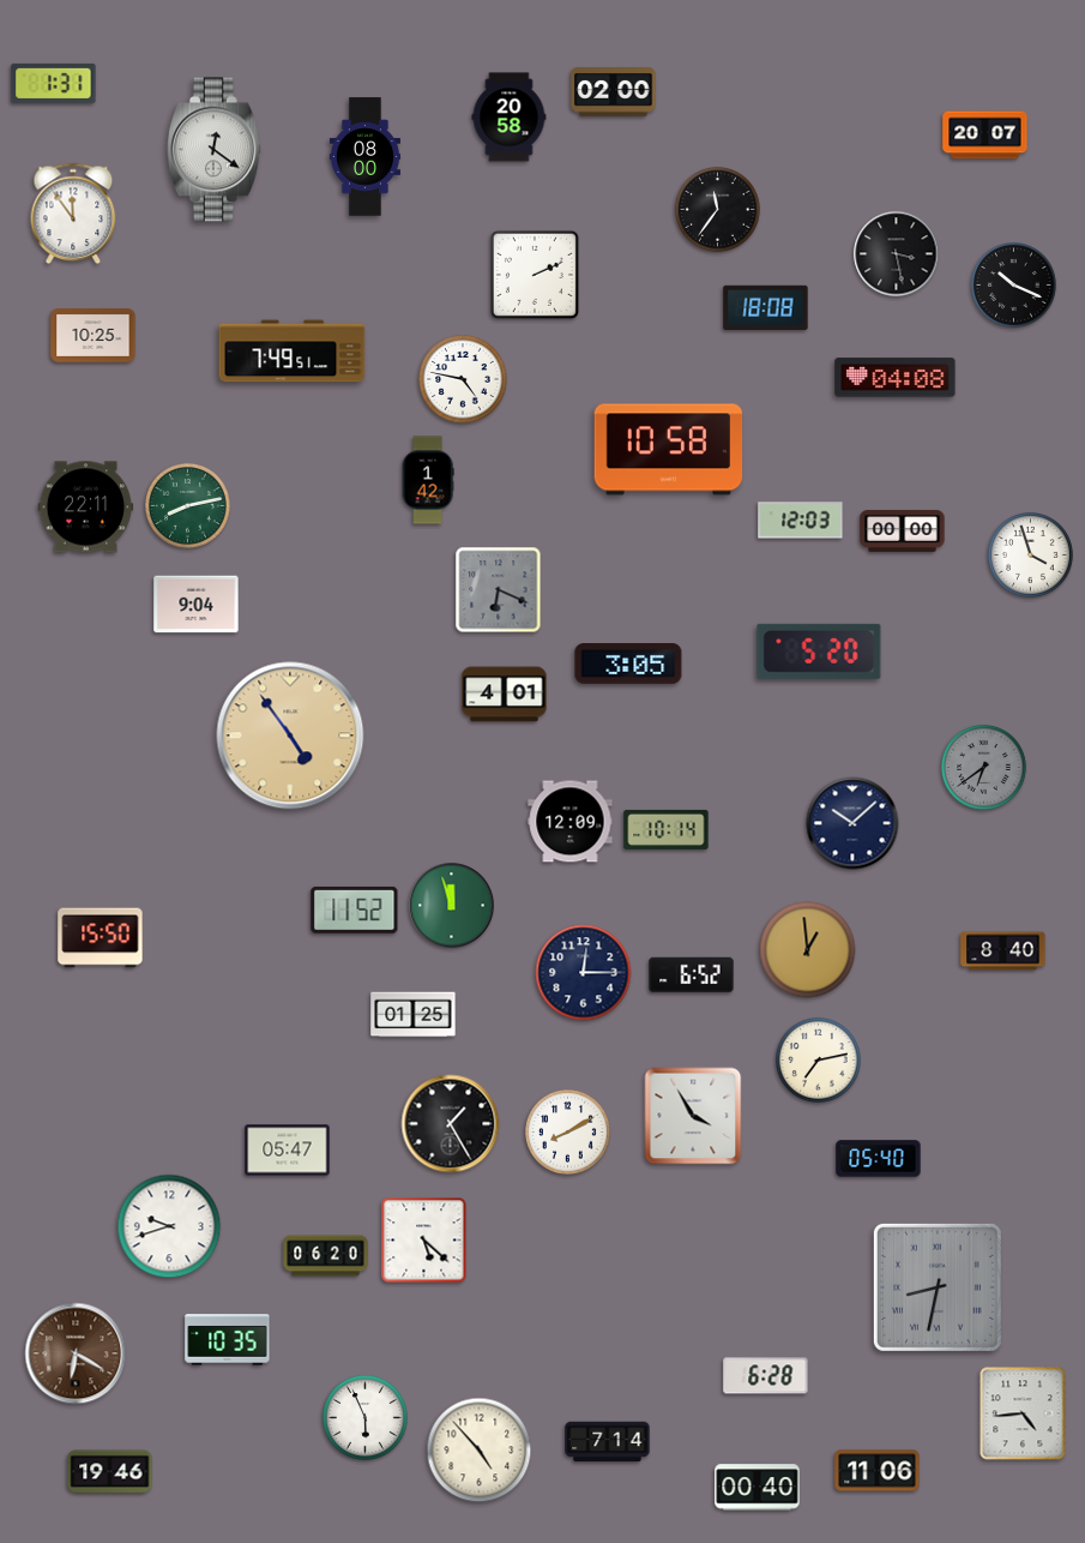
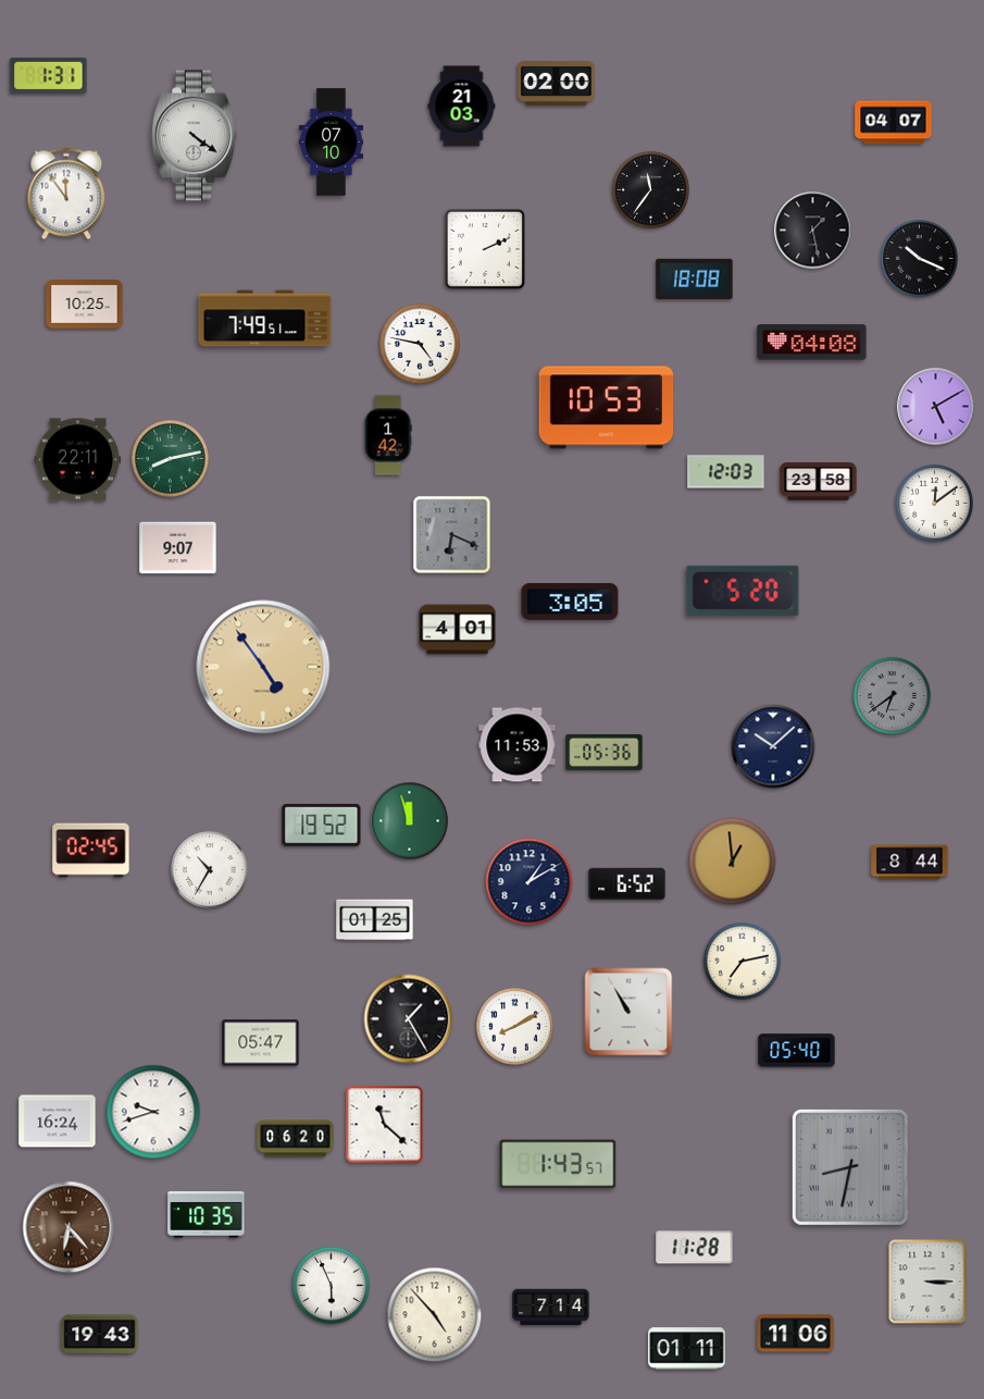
clock at (510, 118): 20:58 -> 21:03
clock at (985, 136): 20:07 -> 04:07
clock at (213, 150): 12:21 -> 4:21
clock at (364, 157): 08:00 -> 07:10
clock at (897, 254): 3:28 -> 1:28
clock at (936, 407): none -> 5:10
clock at (669, 450): 10:58 -> 10:53
clock at (903, 532): 00:00 -> 23:58
clock at (1031, 556): 3:57 -> 12:09
clock at (197, 605): 9:04 -> 9:07
clock at (571, 822): 12:09 -> 11:53
clock at (667, 829): 10:14 -> 05:36
clock at (355, 909): 11:52 -> 19:52
clock at (101, 938): 15:50 -> 02:45
clock at (1003, 951): 8:40 -> 8:44
clock at (210, 870): none -> 10:35
clock at (584, 973): 12:15 -> 1:10
clock at (693, 1116): 3:55 -> 10:55
clock at (58, 1122): none -> 16:24
clock at (424, 1241): 5:22 -> 11:22
clock at (558, 1164): none -> 1:43
clock at (76, 1353): 6:20 -> 6:23
clock at (766, 1376): 6:28 -> 11:28
clock at (1023, 1413): 4:44 -> 3:15
clock at (110, 1472): 19:46 -> 19:43
clock at (758, 1488): 00:40 -> 01:11
